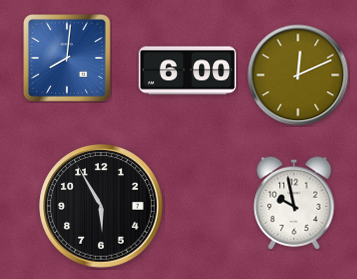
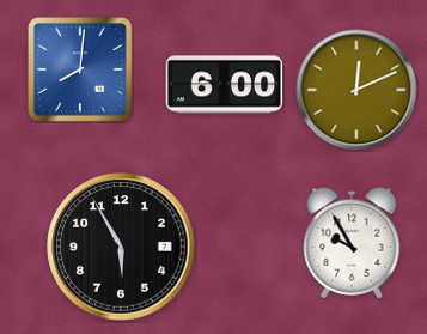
clock at (294, 203): 9:58 -> 9:55
